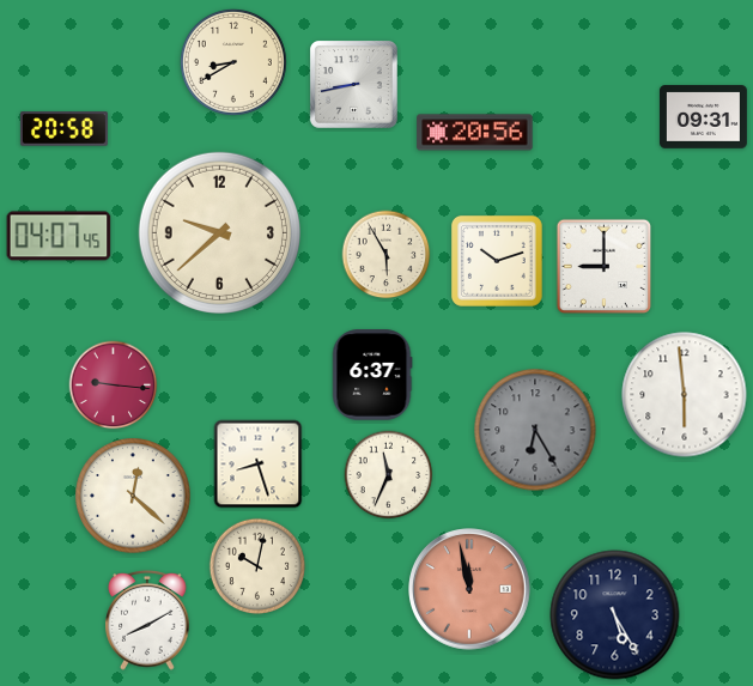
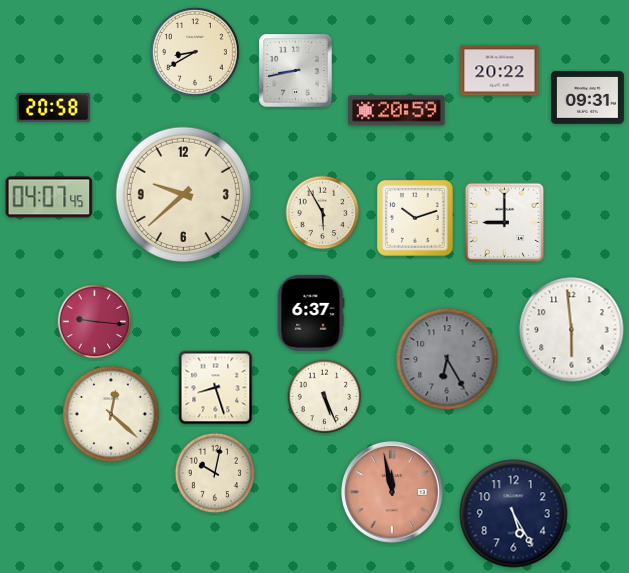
clock at (500, 71): none -> 20:22
clock at (475, 133): 20:56 -> 20:59
clock at (389, 475): 11:34 -> 5:26
clock at (147, 620): 8:10 -> none
